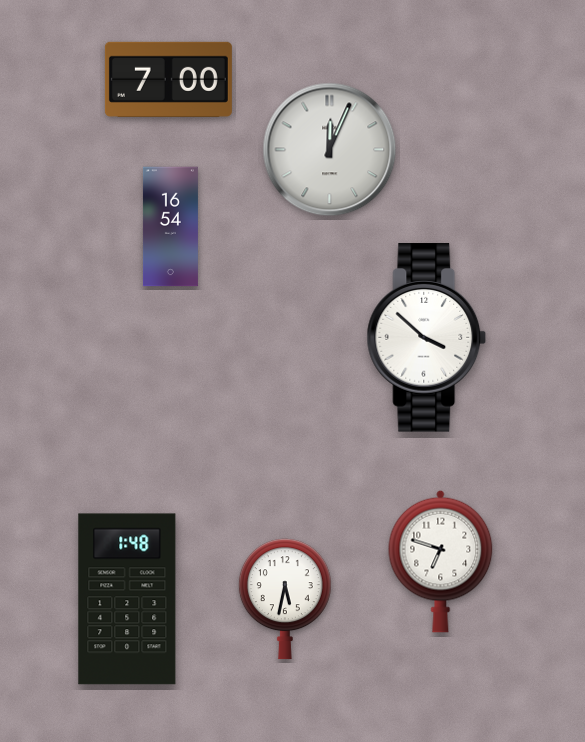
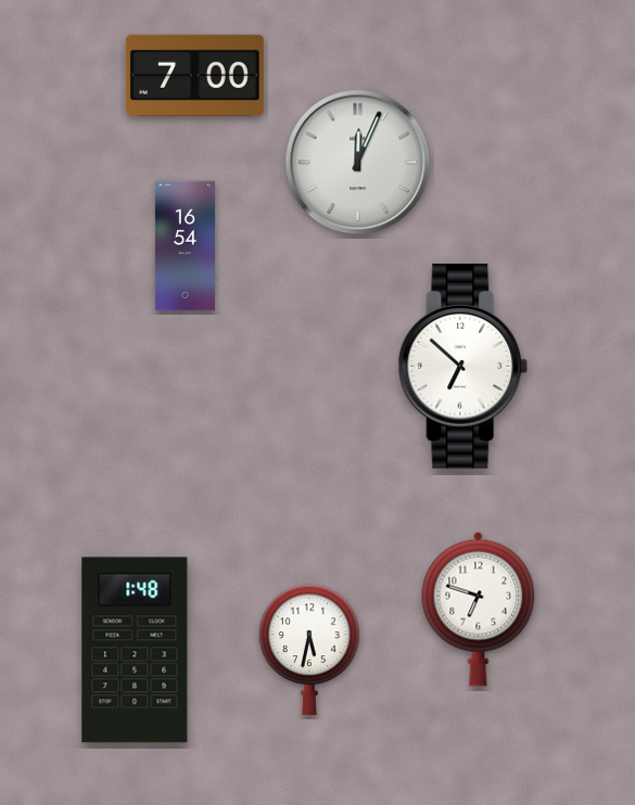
clock at (168, 79) position: (168, 79) -> (194, 75)
clock at (427, 338): 3:52 -> 6:52
clock at (127, 599) position: (127, 599) -> (135, 650)
